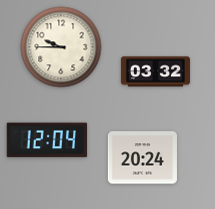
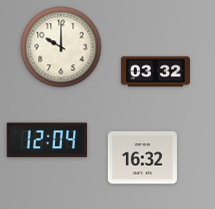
clock at (61, 47): 9:45 -> 10:00
clock at (142, 158): 20:24 -> 16:32
